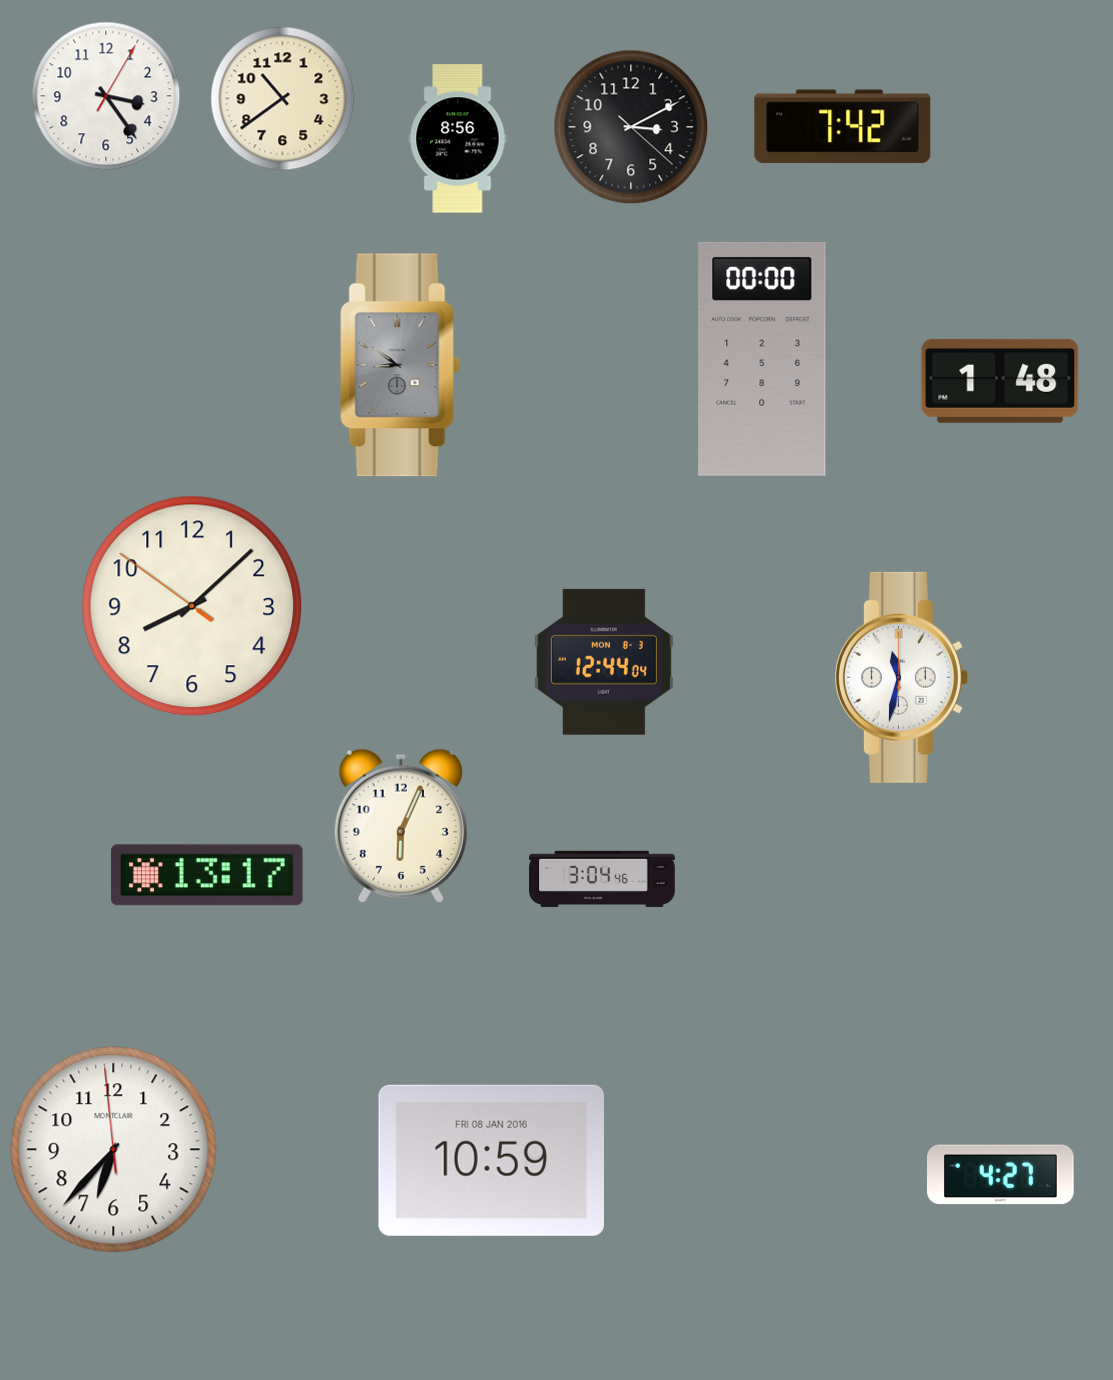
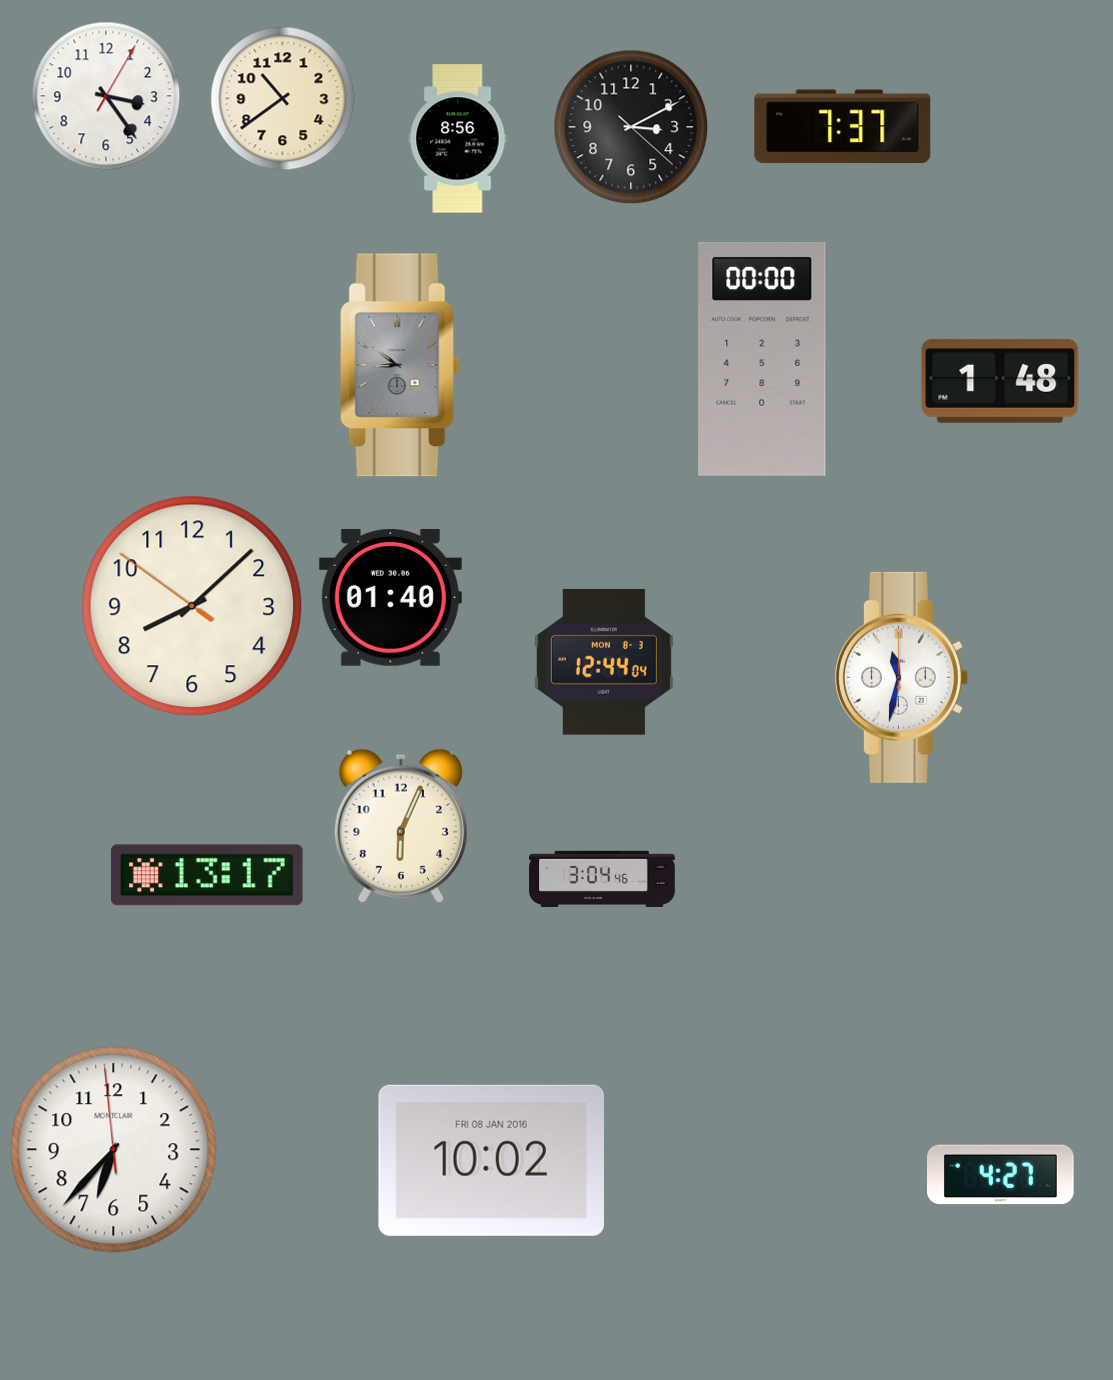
clock at (843, 127): 7:42 -> 7:37
clock at (390, 597): none -> 01:40
clock at (491, 1160): 10:59 -> 10:02
